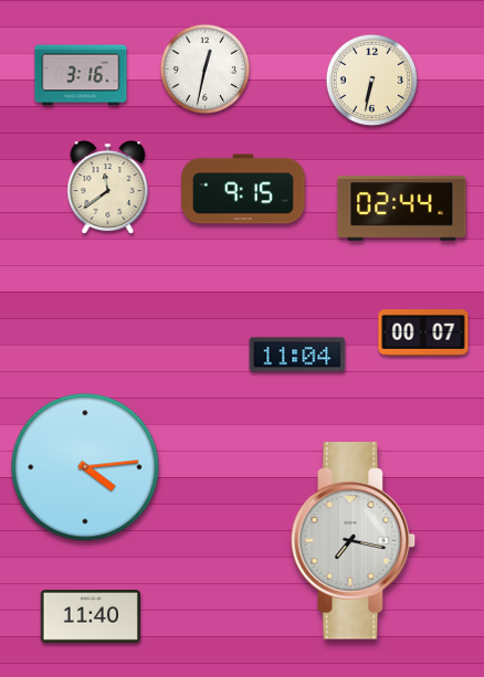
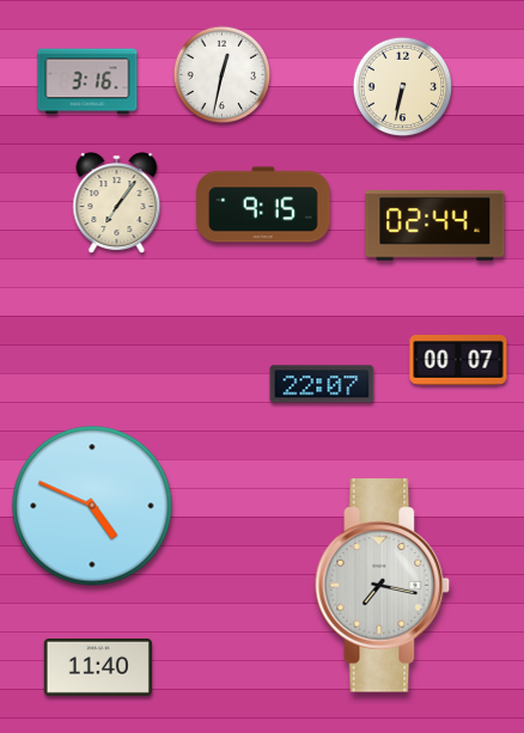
clock at (108, 187): 11:39 -> 7:06
clock at (297, 355): 11:04 -> 22:07
clock at (85, 467): 4:14 -> 4:49
